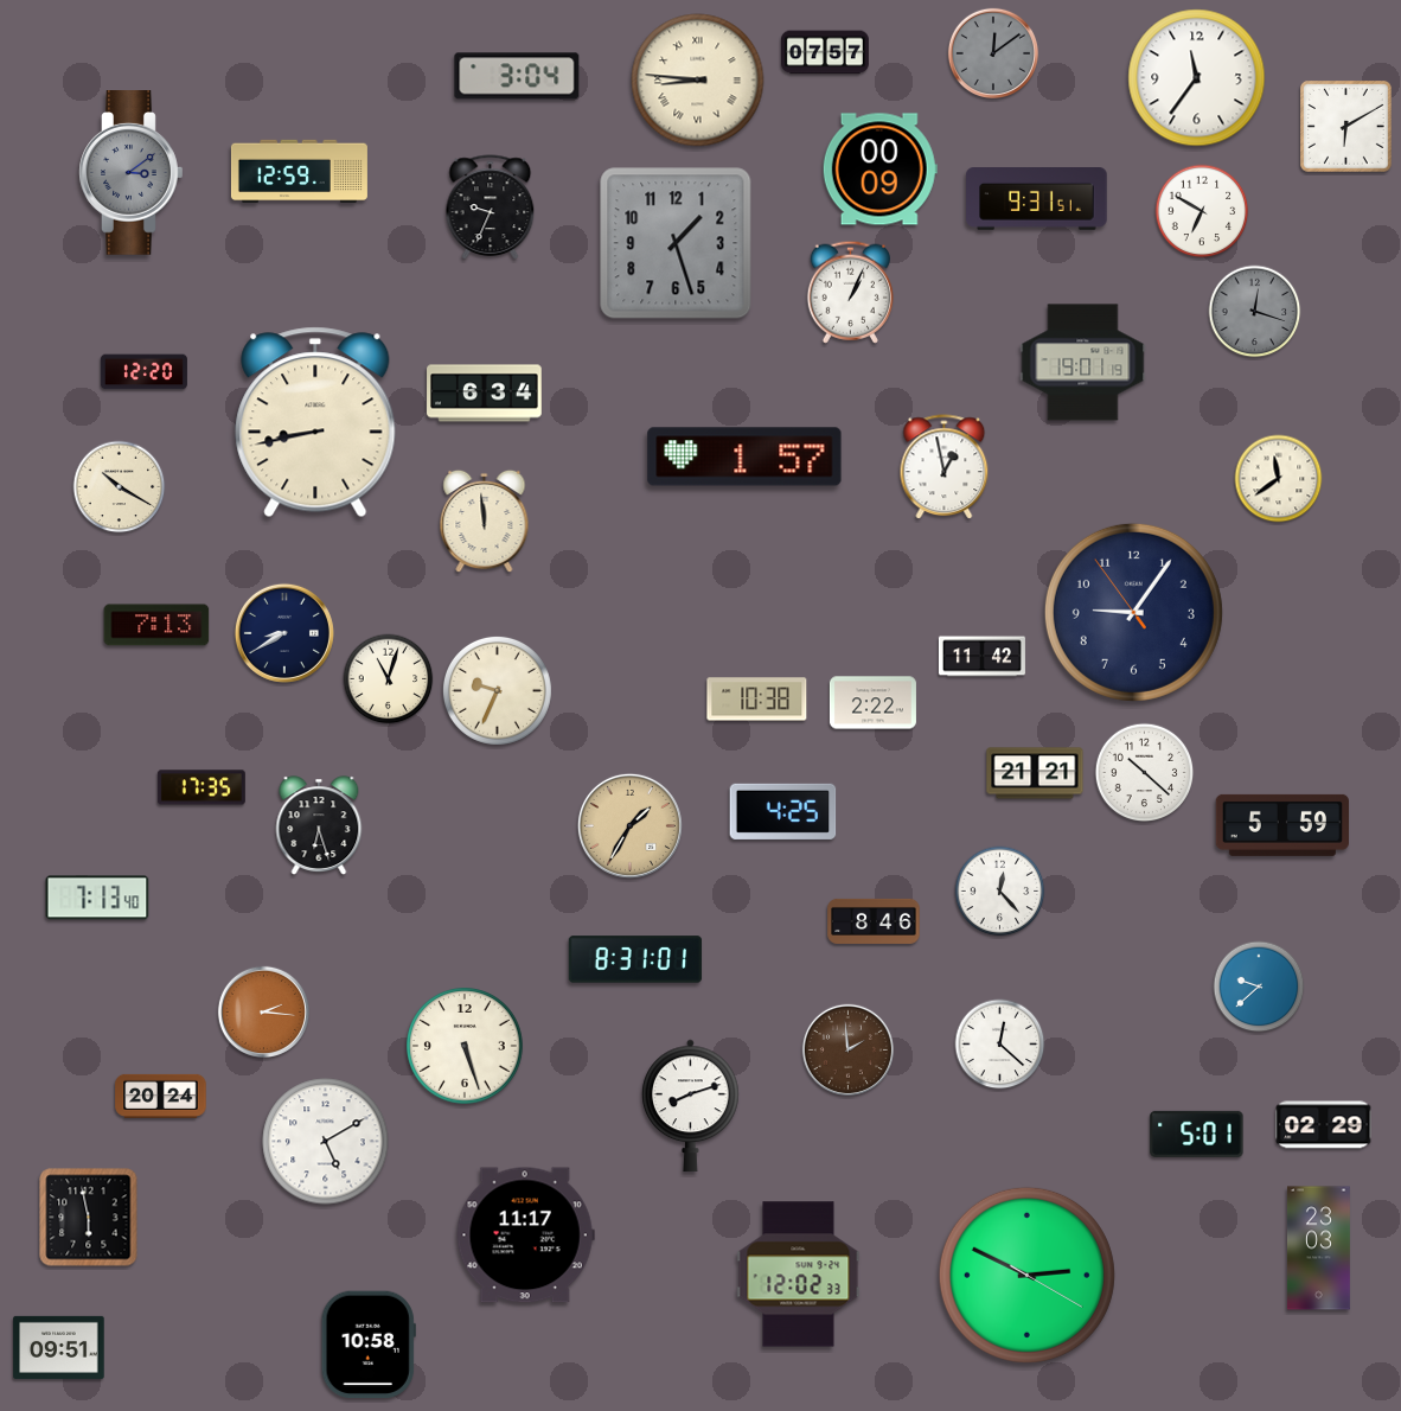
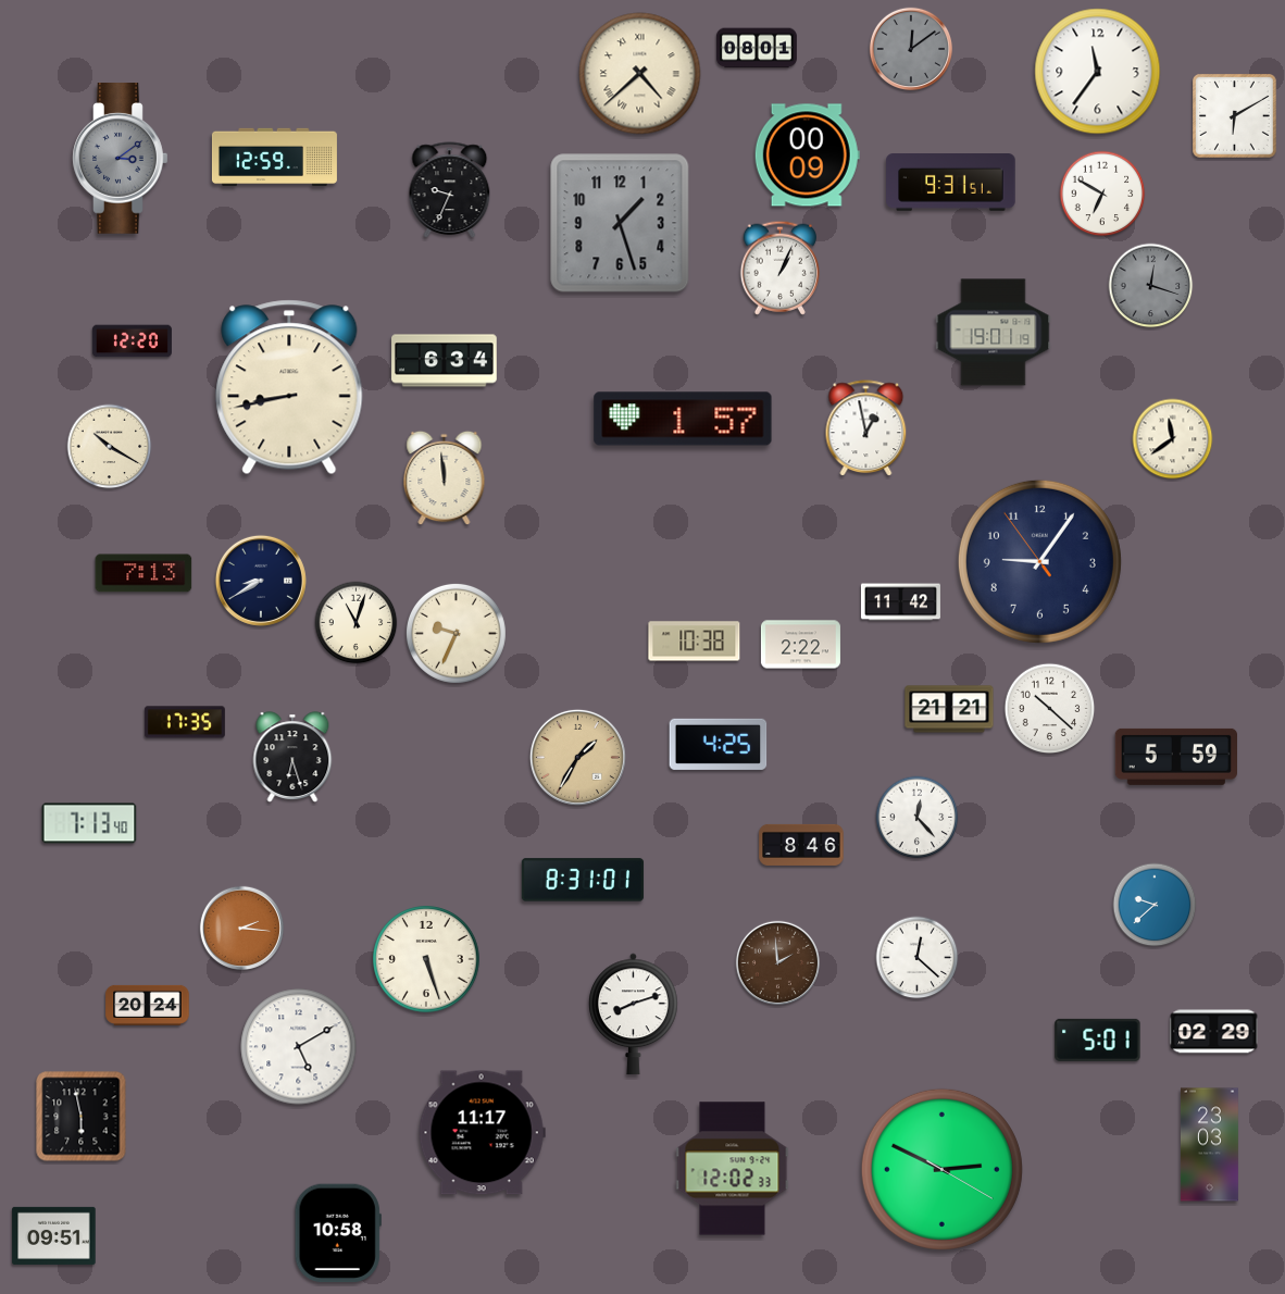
clock at (825, 52): 07:57 -> 08:01
clock at (517, 76): 3:04 -> none
clock at (698, 81): 8:46 -> 4:38
